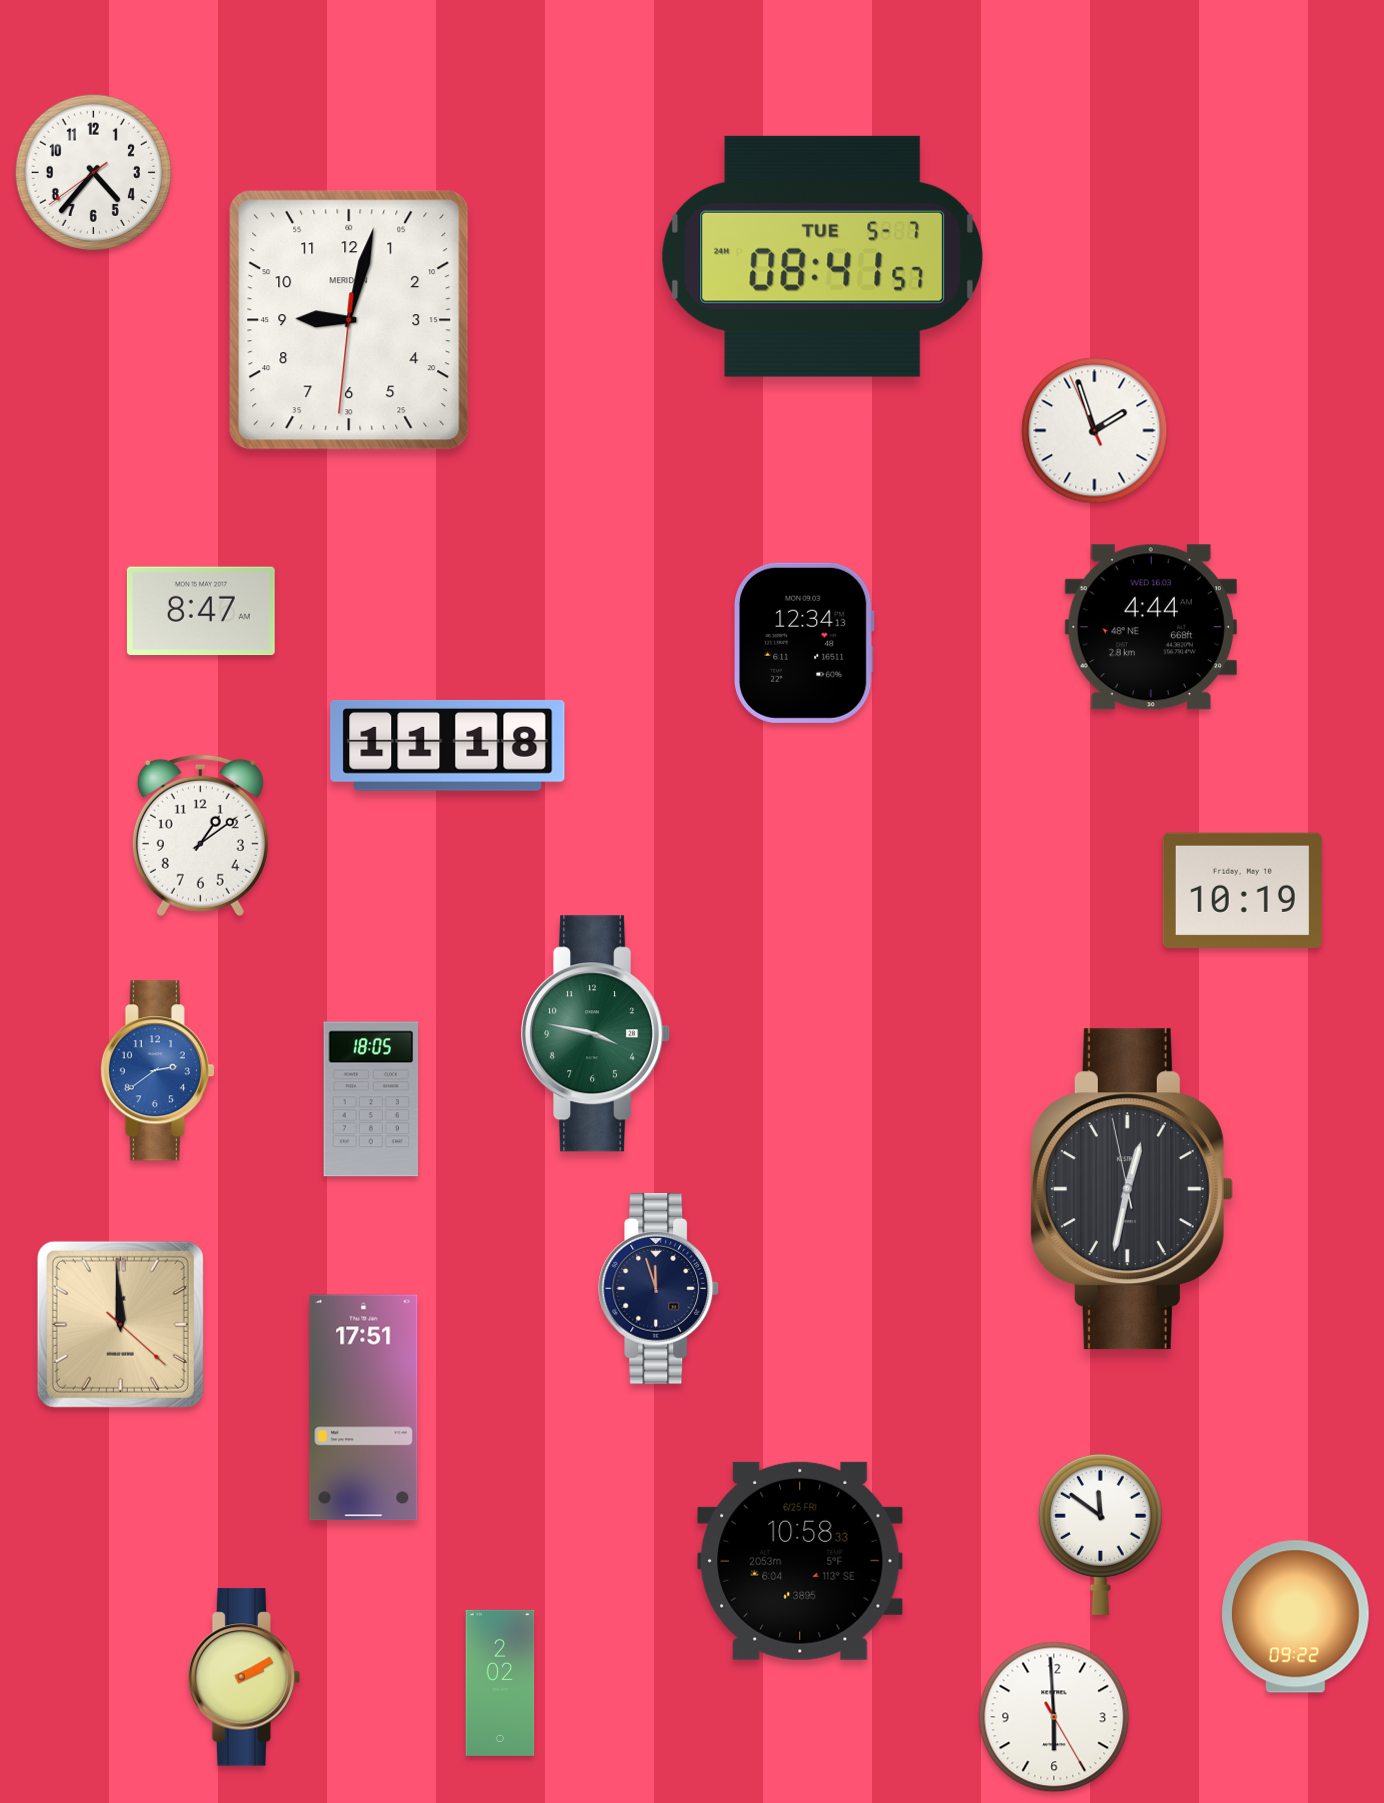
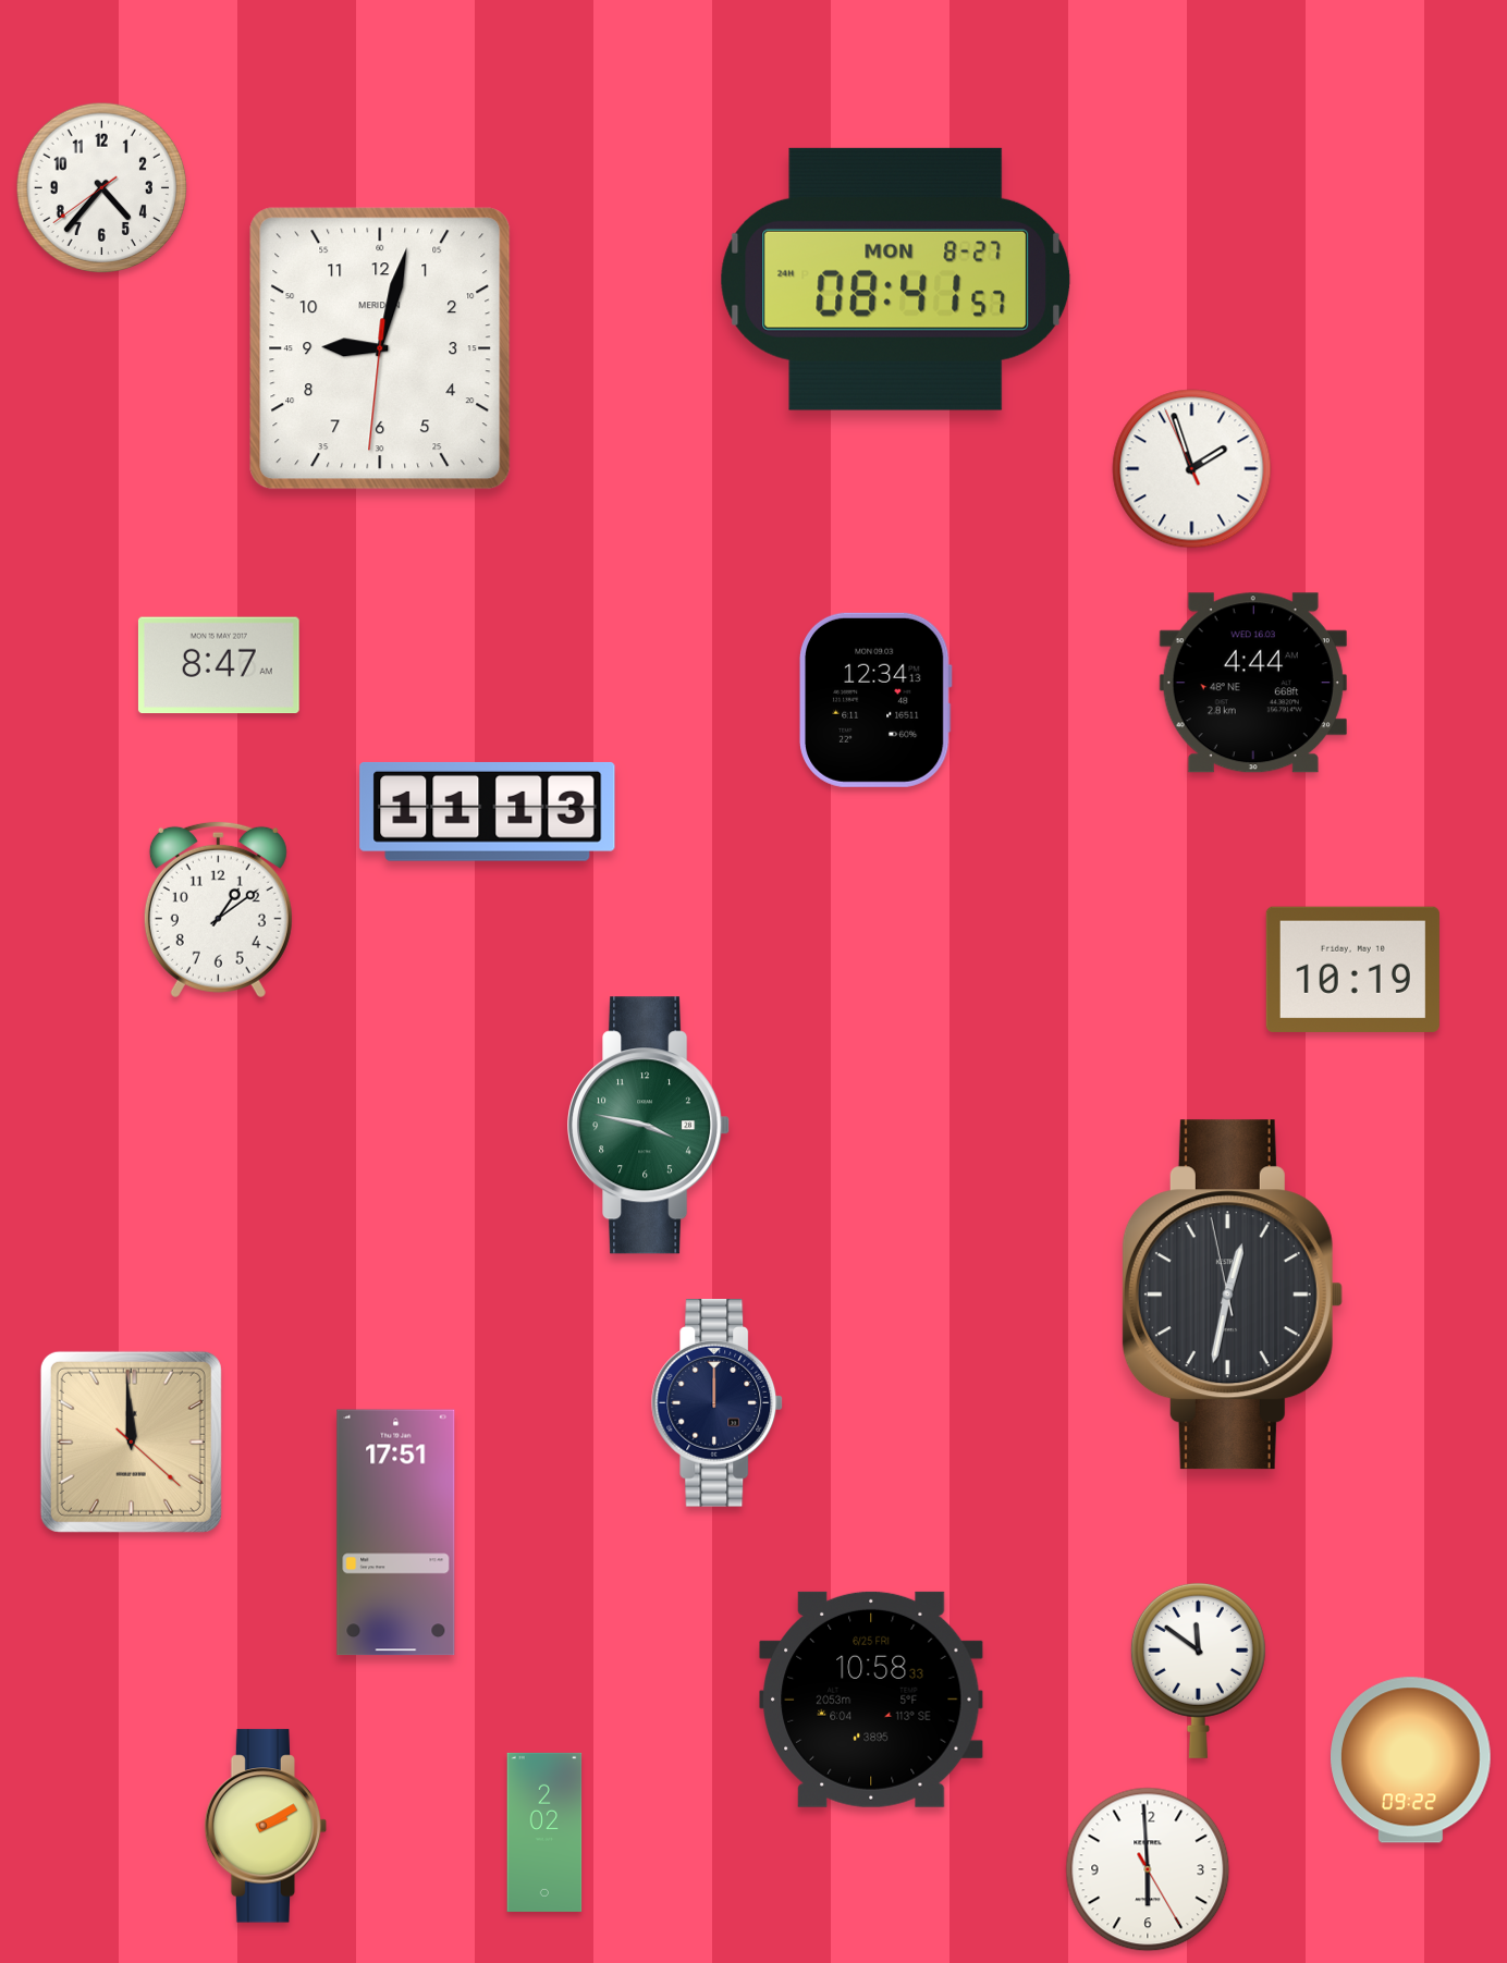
clock at (823, 256) date: TUE 5-7 -> MON 8-27
clock at (448, 746): 11:18 -> 11:13
clock at (157, 1071): 2:39 -> none
clock at (371, 1099): 18:05 -> none
clock at (659, 1289): 11:57 -> 12:00
